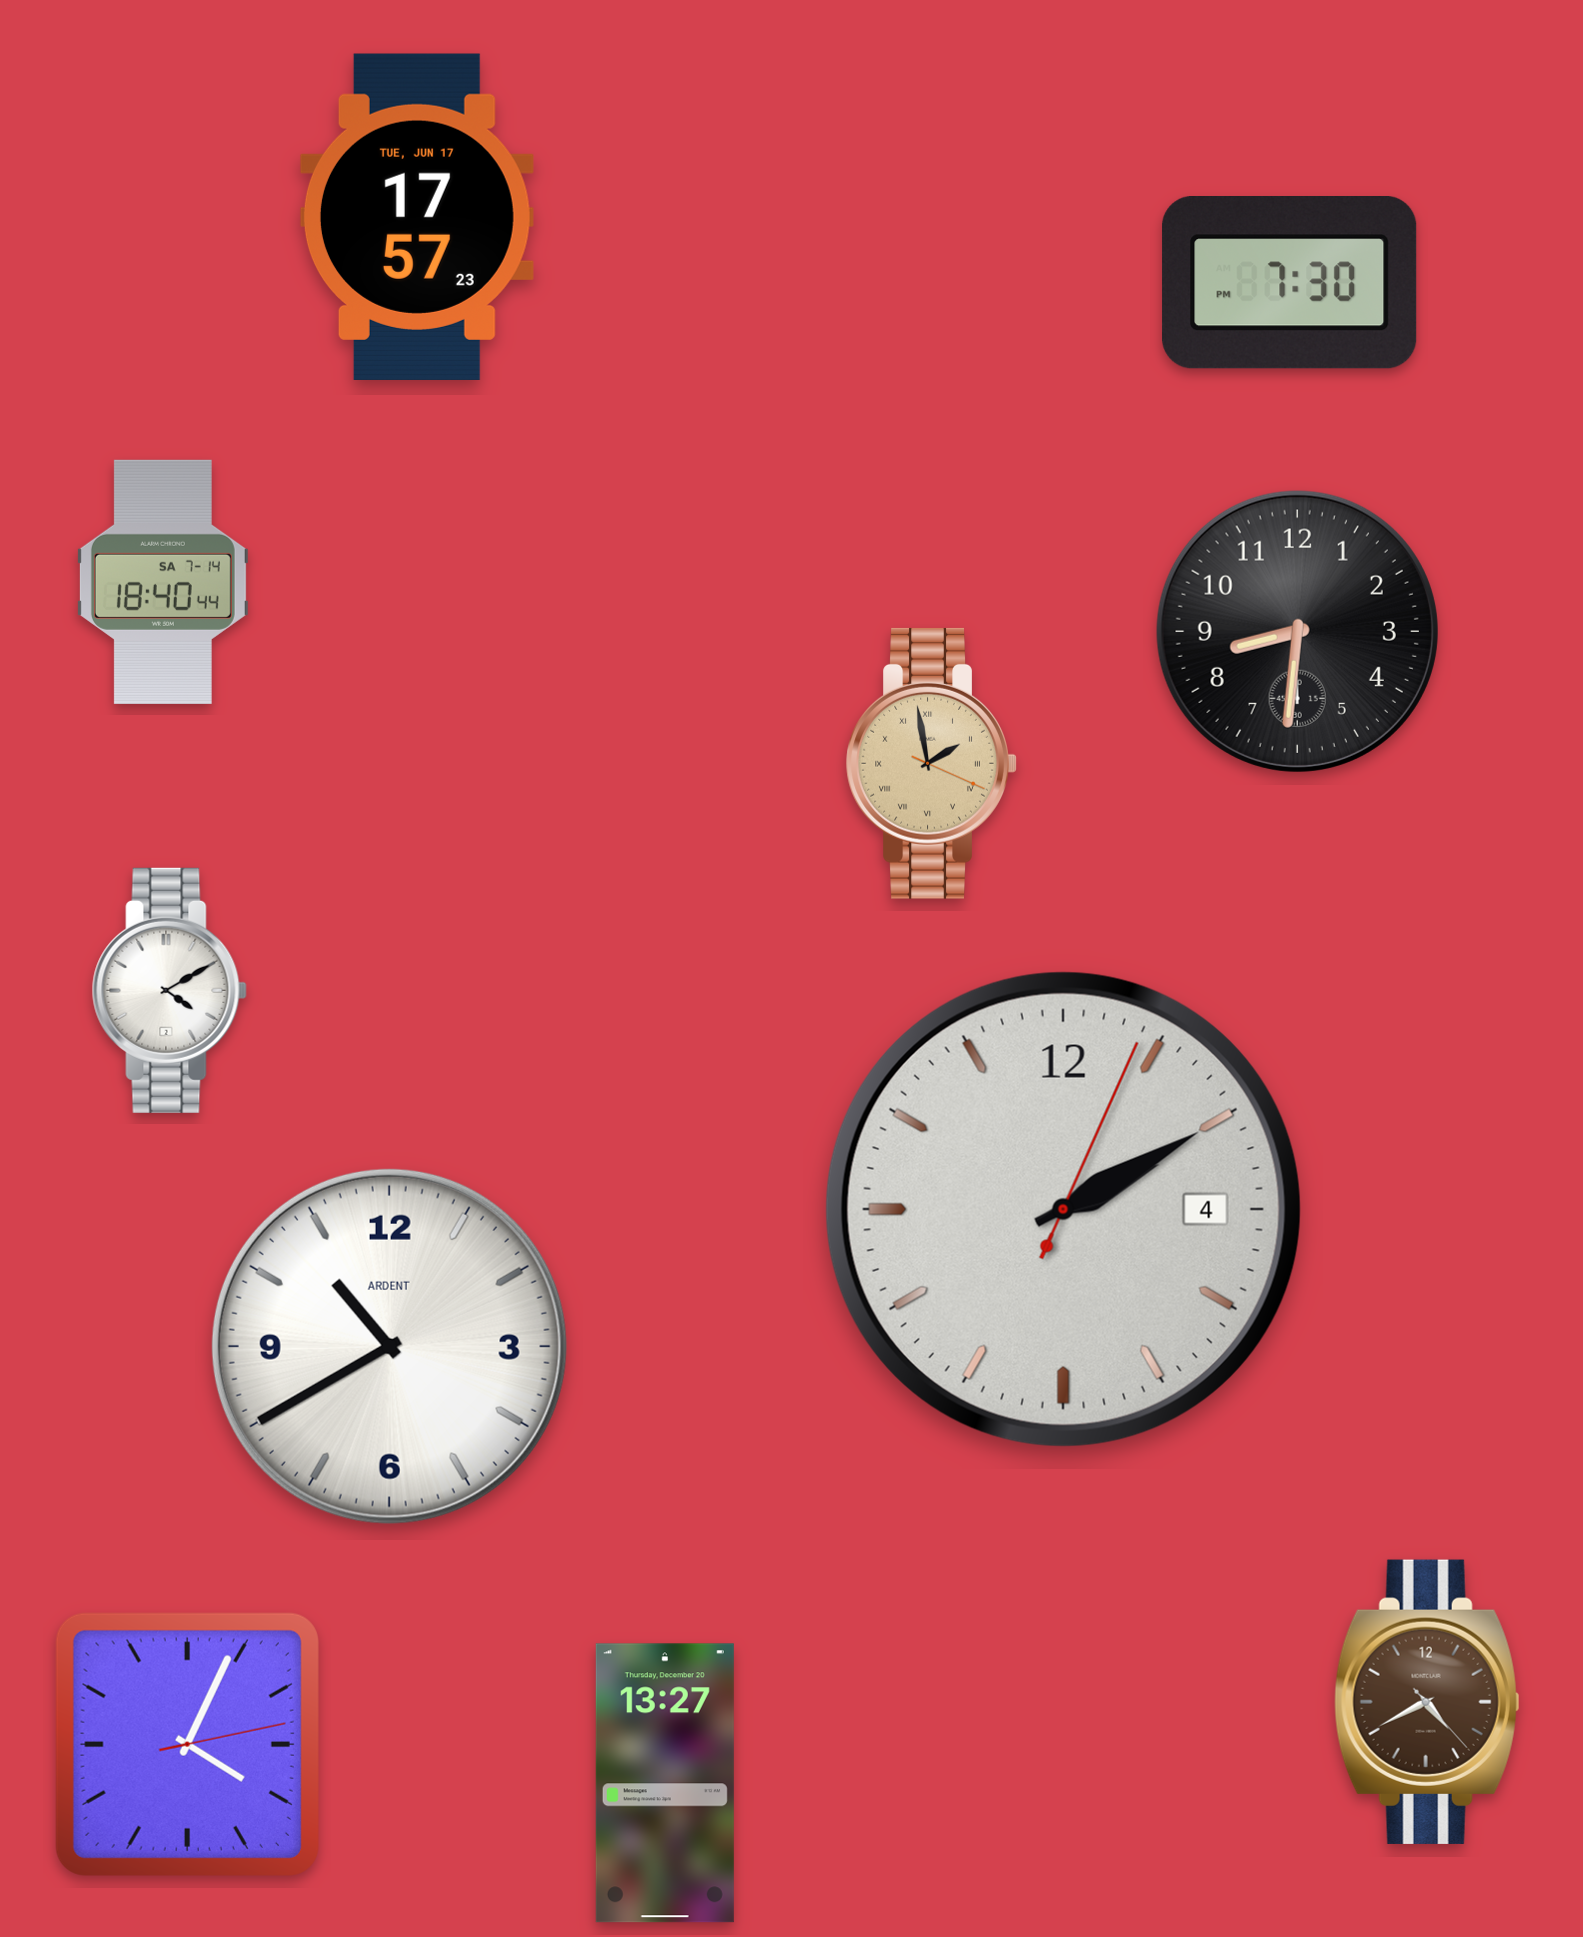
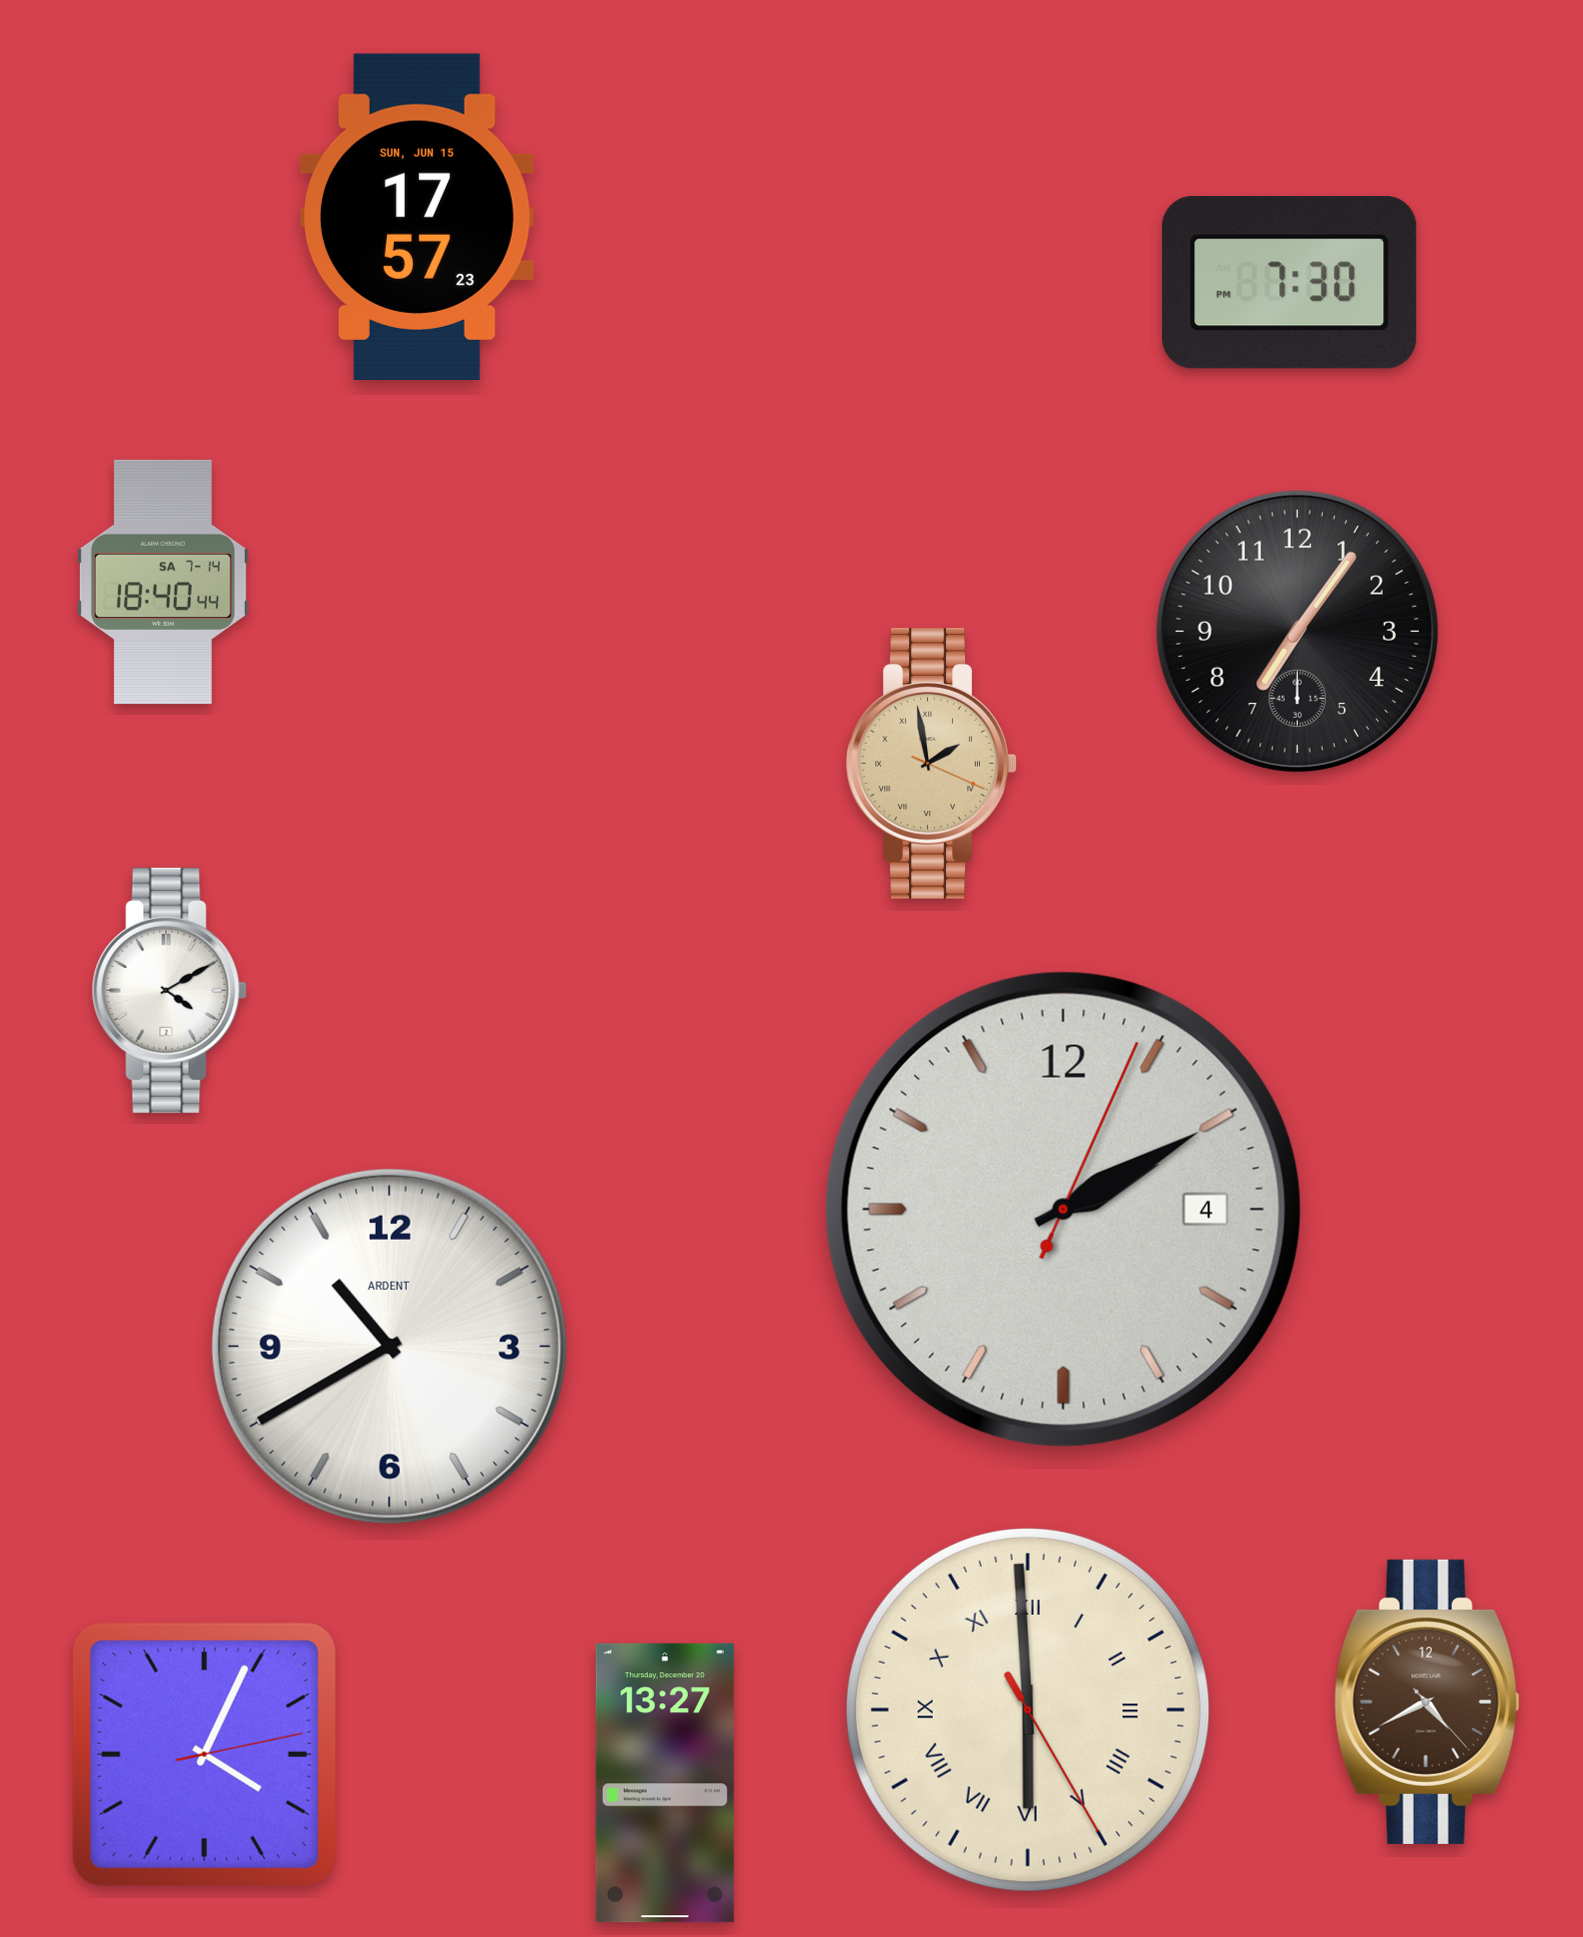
clock at (417, 217) date: TUE, JUN 17 -> SUN, JUN 15
clock at (1297, 631): 8:31 -> 7:06
clock at (1028, 1710): none -> 5:59
clock at (187, 1744) position: (187, 1744) -> (204, 1754)
